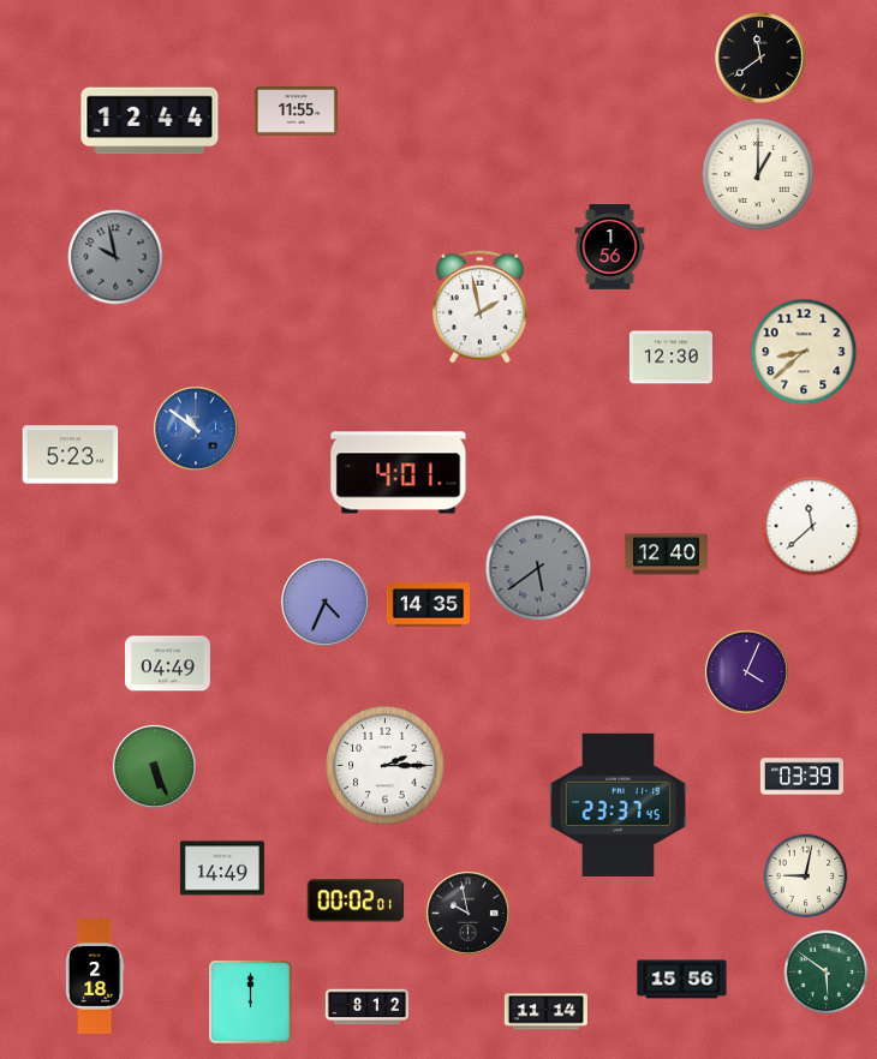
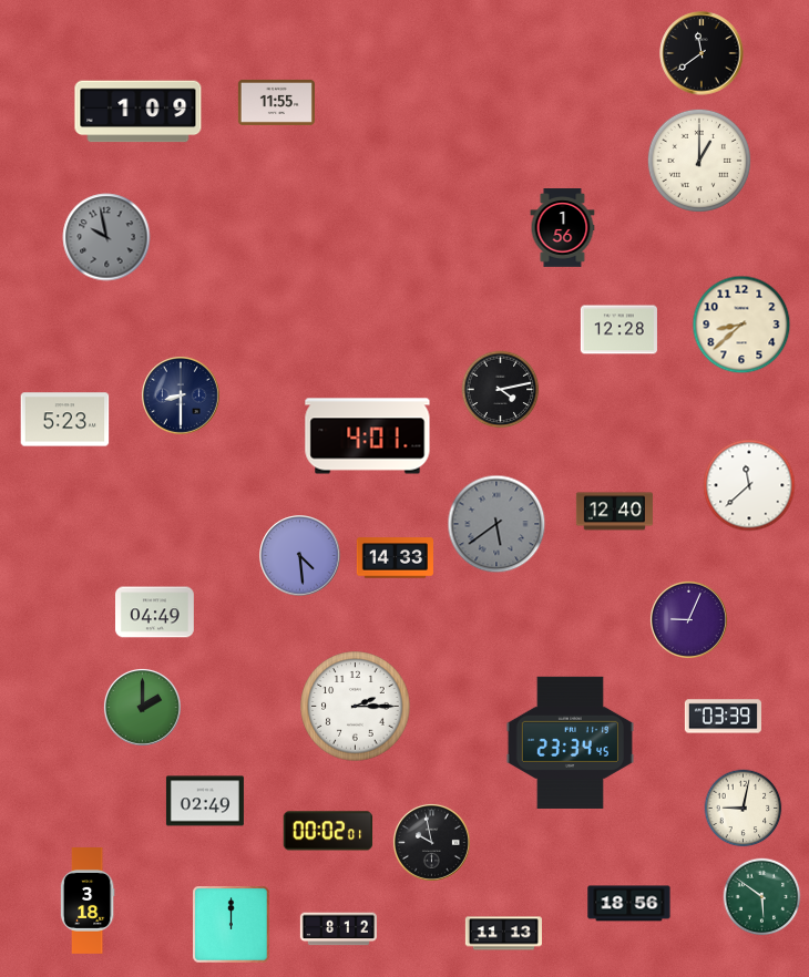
clock at (296, 110) position: (296, 110) -> (276, 102)
clock at (150, 121): 12:44 -> 1:09
clock at (479, 307): 1:58 -> none
clock at (670, 358): 12:30 -> 12:28
clock at (501, 390): none -> 4:13
clock at (196, 429): 10:51 -> 8:30
clock at (196, 429) dial: blue -> navy
clock at (326, 603): 4:34 -> 4:29
clock at (428, 605): 14:35 -> 14:33
clock at (746, 671): 4:04 -> 9:04
clock at (154, 766): 5:26 -> 2:00
clock at (801, 777) position: (801, 777) -> (723, 717)
clock at (618, 804): 23:37 -> 23:34
clock at (222, 868): 14:49 -> 02:49
clock at (95, 977): 2:18 -> 3:18
clock at (682, 980): 15:56 -> 18:56
clock at (545, 1012): 11:14 -> 11:13
